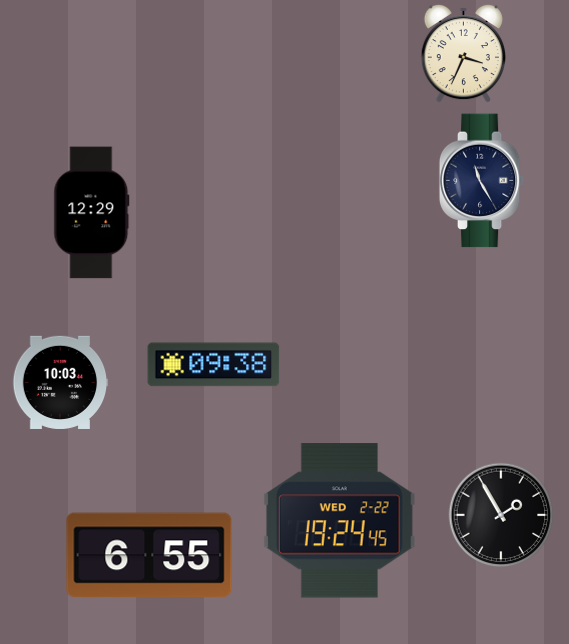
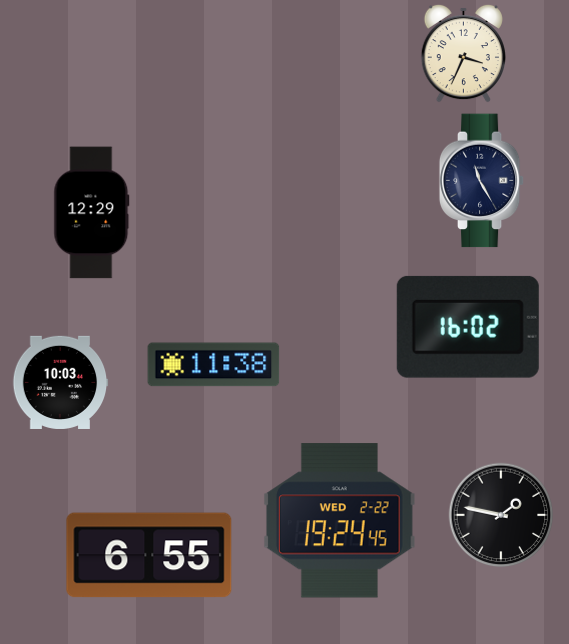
clock at (468, 327): none -> 16:02
clock at (214, 365): 09:38 -> 11:38
clock at (501, 515): 1:55 -> 1:47
